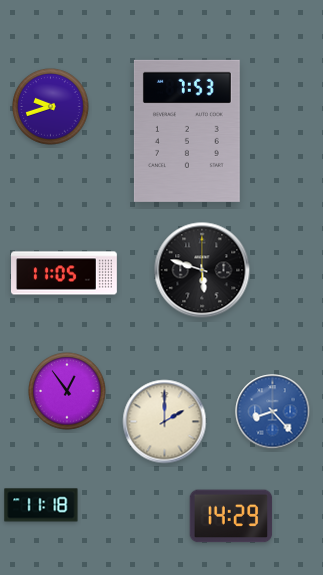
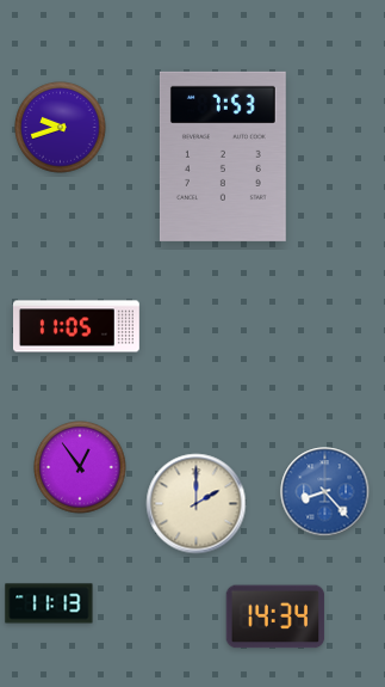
clock at (202, 270): 5:48 -> none
clock at (41, 505): 11:18 -> 11:13
clock at (231, 516): 14:29 -> 14:34
